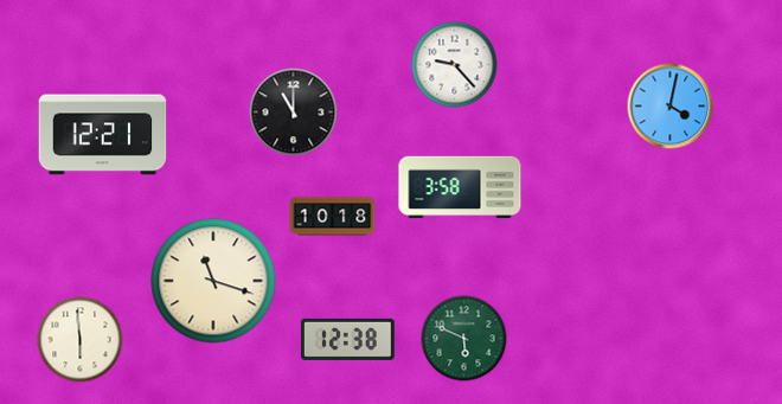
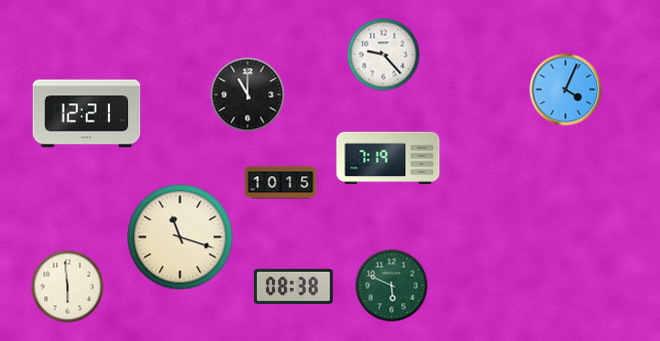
clock at (671, 107): 4:02 -> 4:04
clock at (460, 187): 3:58 -> 7:19
clock at (333, 217): 10:18 -> 10:15
clock at (347, 339): 12:38 -> 08:38
